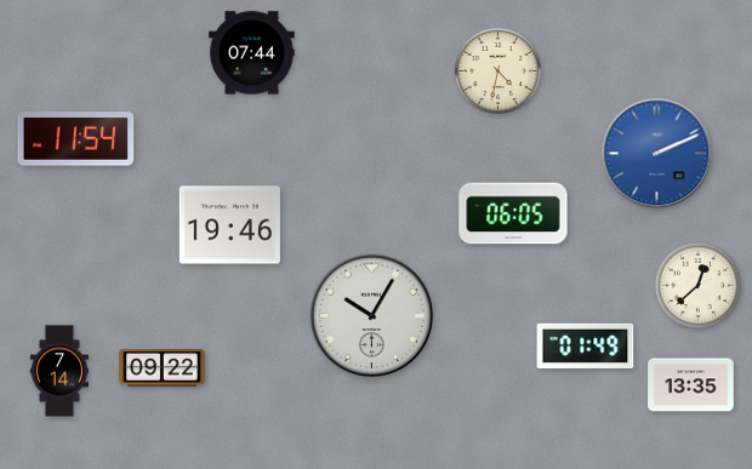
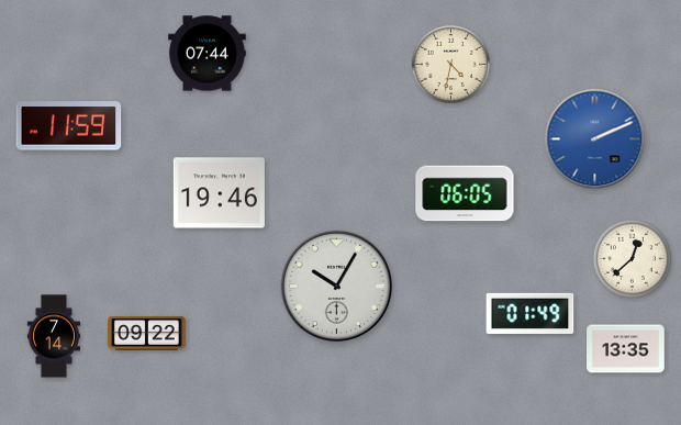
clock at (252, 53) position: (252, 53) -> (208, 54)
clock at (76, 139): 11:54 -> 11:59
clock at (229, 225) position: (229, 225) -> (219, 193)
